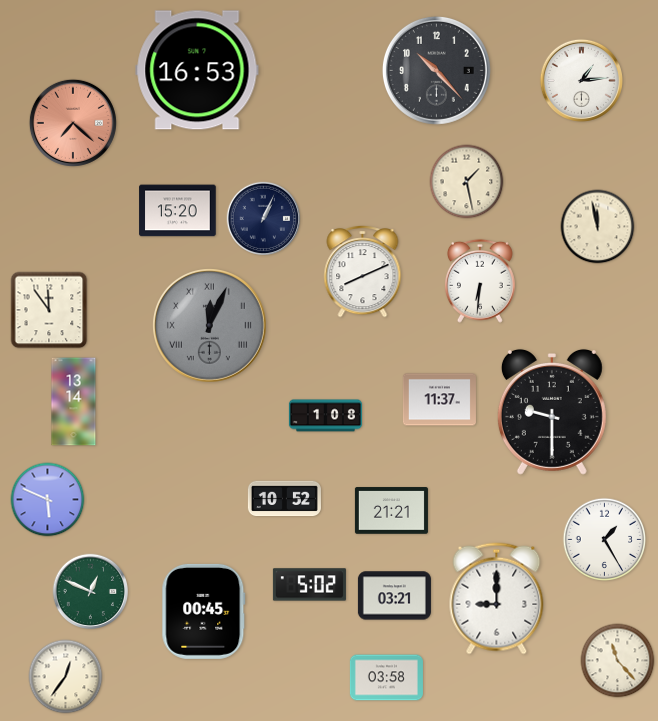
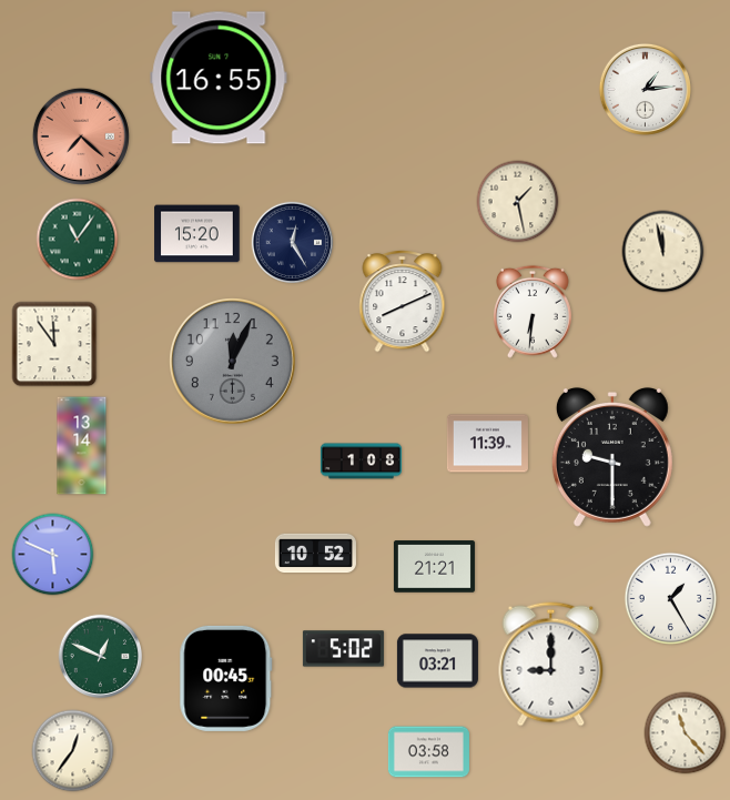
clock at (197, 70): 16:53 -> 16:55
clock at (436, 70): 10:23 -> none
clock at (78, 240): none -> 11:06
clock at (264, 219): 1:04 -> 12:25
clock at (209, 325) numerals: Roman -> Arabic
clock at (439, 400): 11:37 -> 11:39
